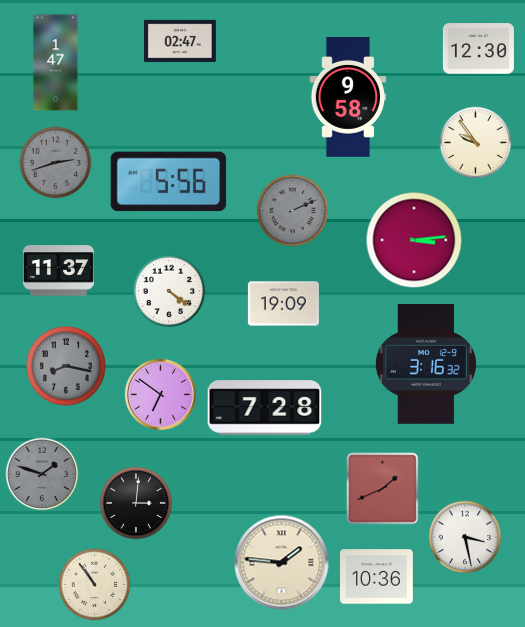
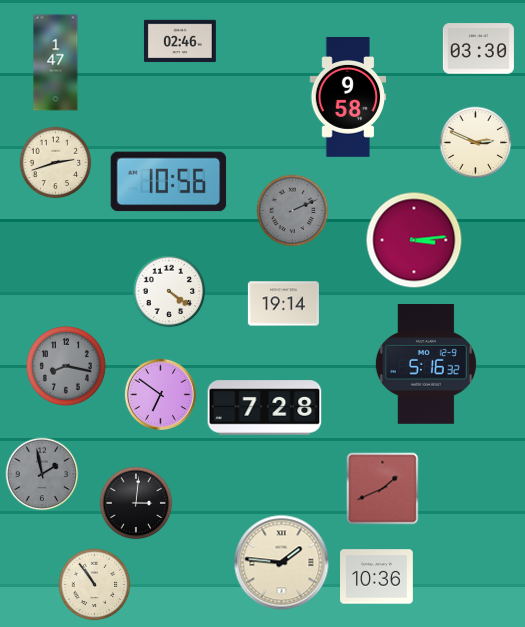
clock at (180, 41): 02:47 -> 02:46
clock at (478, 49): 12:30 -> 03:30
clock at (476, 143): 9:54 -> 2:49
clock at (56, 163) dial: grey -> cream
clock at (169, 182): 5:56 -> 10:56
clock at (58, 271): 11:37 -> none
clock at (283, 304): 19:09 -> 19:14
clock at (426, 364): 3:16 -> 5:16
clock at (42, 474): 1:48 -> 1:58
clock at (465, 537): 3:28 -> none
